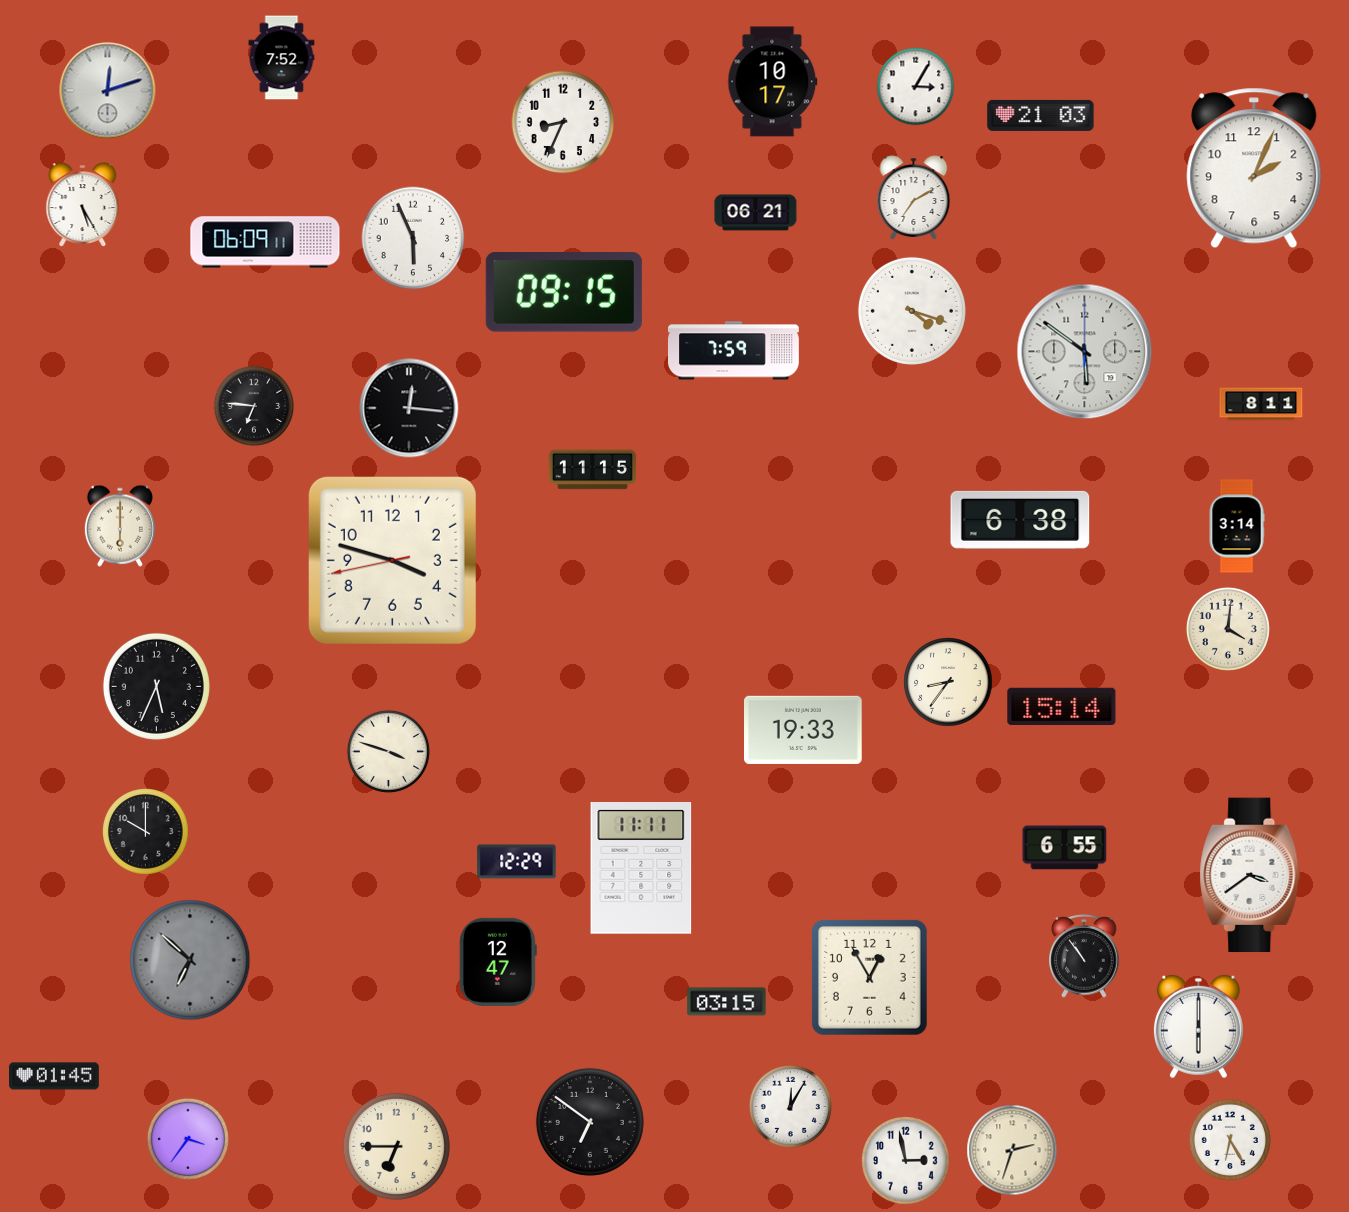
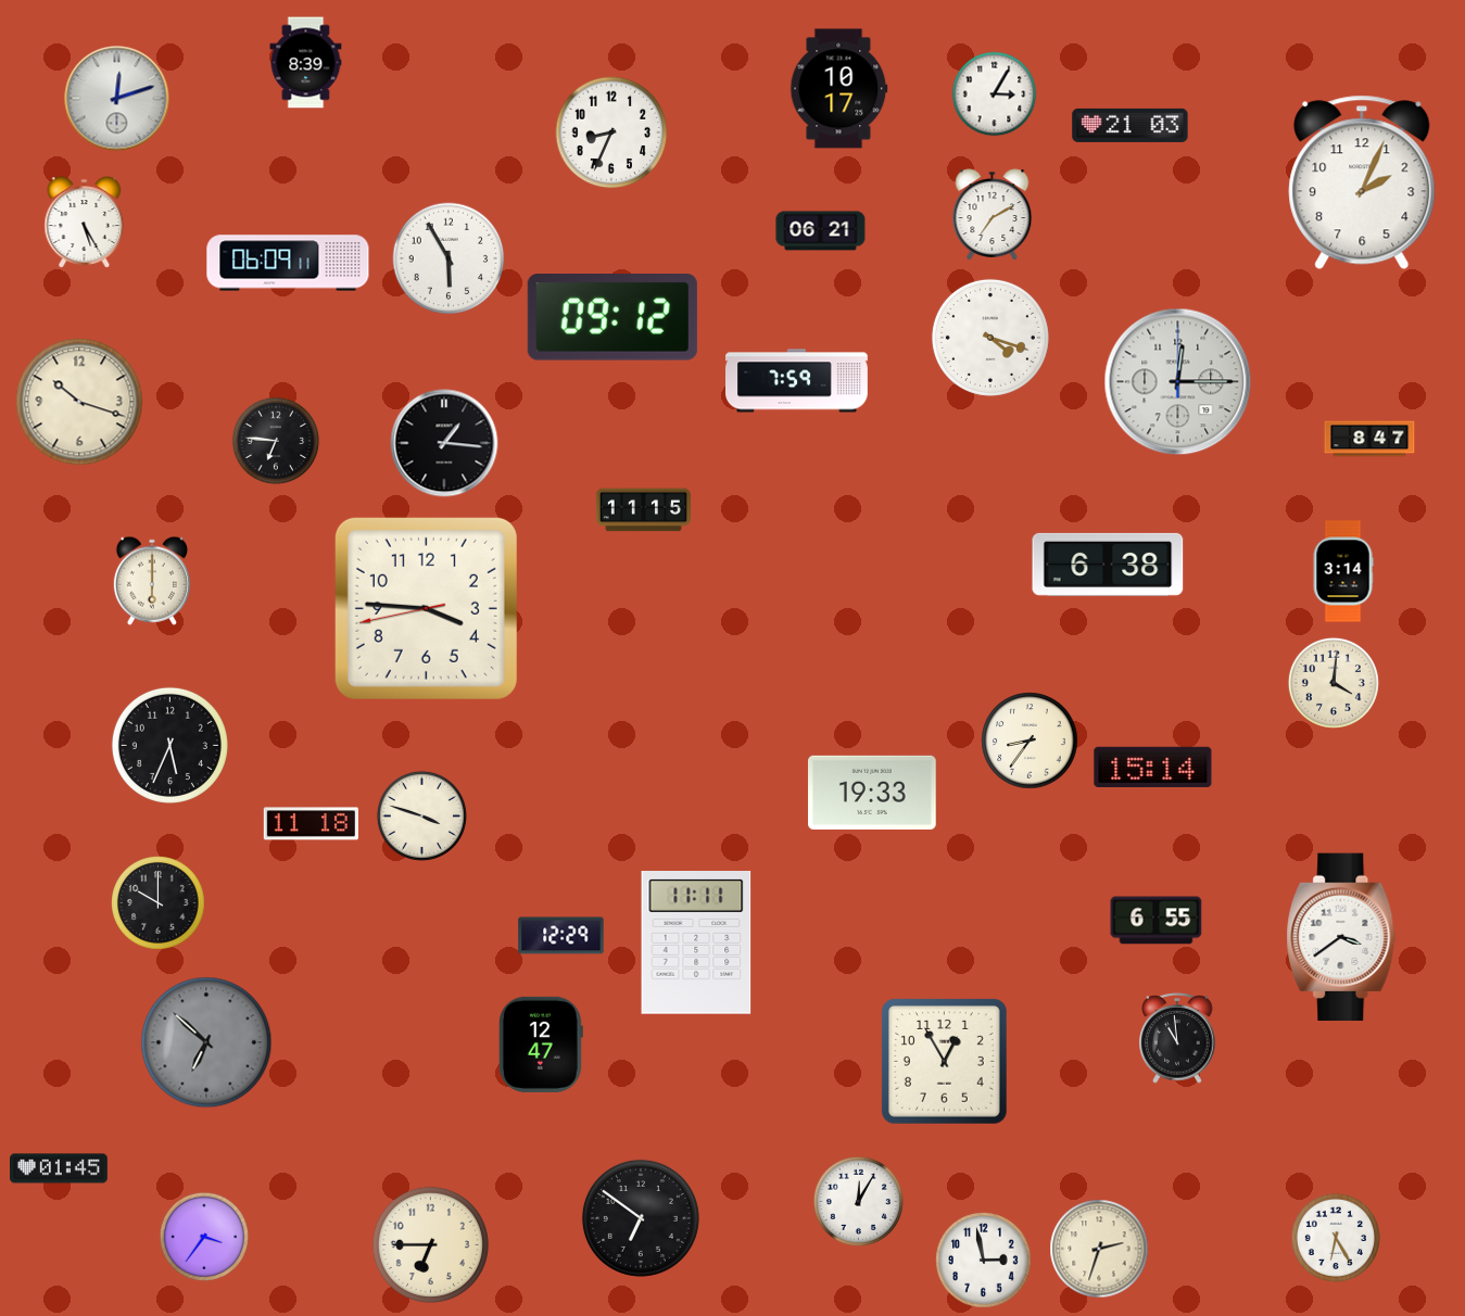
clock at (282, 58): 7:52 -> 8:39
clock at (83, 205) position: (83, 205) -> (85, 223)
clock at (413, 238): 5:56 -> 5:55
clock at (564, 292): 09:15 -> 09:12
clock at (1085, 352): 5:51 -> 12:15
clock at (79, 402): none -> 10:18
clock at (1261, 404): 8:11 -> 8:47
clock at (409, 408): 12:16 -> 1:16
clock at (120, 526) position: (120, 526) -> (152, 581)
clock at (392, 560): 3:47 -> 3:45
clock at (311, 824): none -> 11:18
clock at (1250, 875) position: (1250, 875) -> (1341, 937)
clock at (1084, 956): 10:54 -> 10:59
clock at (727, 1002): 03:15 -> none
clock at (1198, 1027): 6:00 -> none
